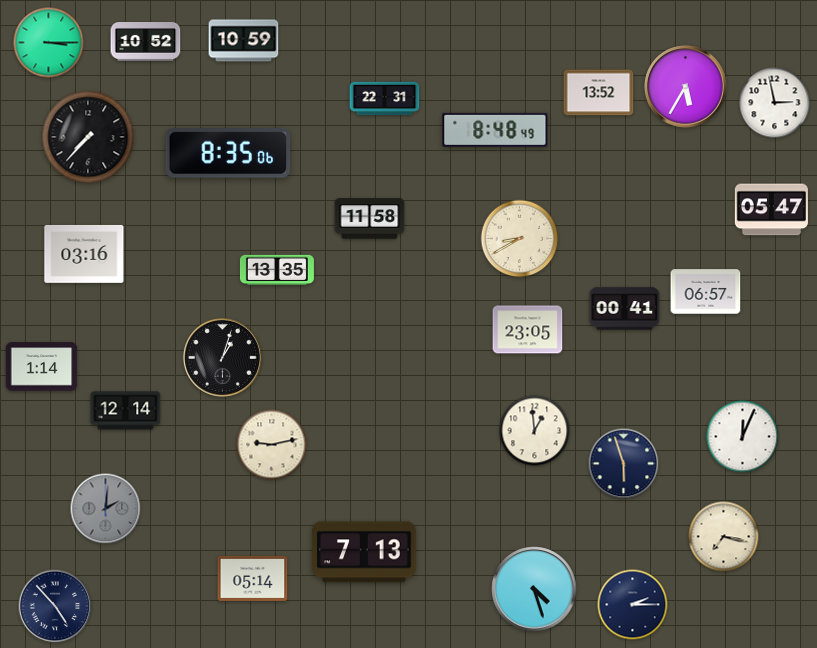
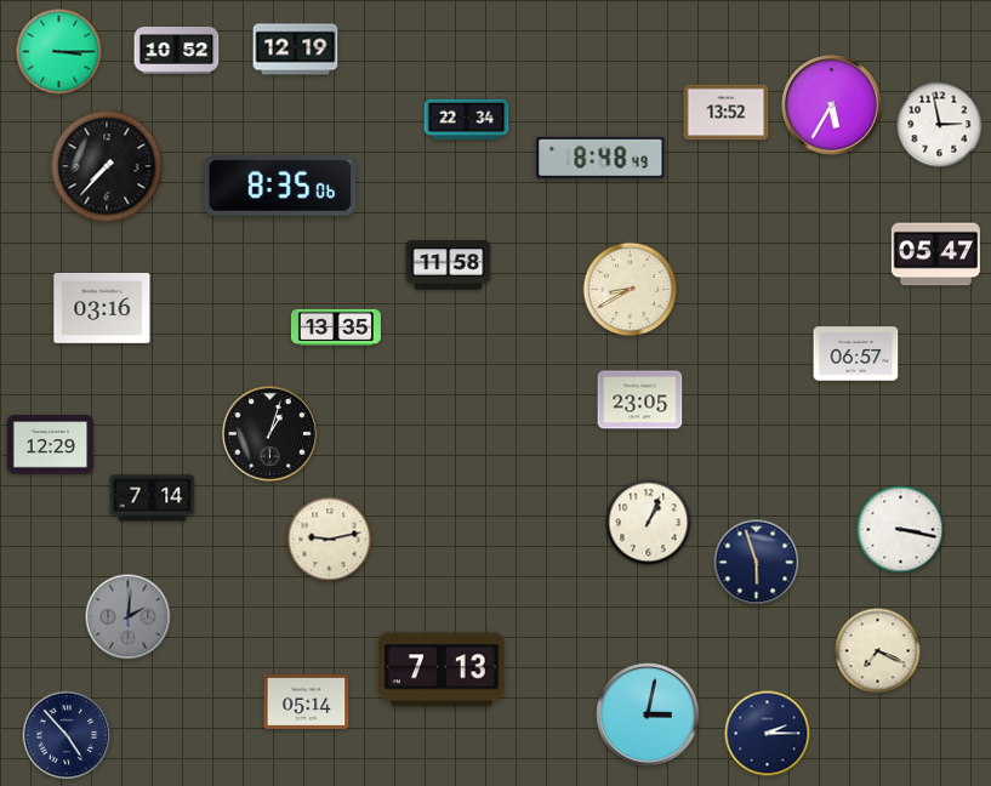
clock at (244, 41): 10:59 -> 12:19
clock at (385, 99): 22:31 -> 22:34
clock at (228, 154) position: (228, 154) -> (280, 187)
clock at (625, 309): 00:41 -> none
clock at (42, 367): 1:14 -> 12:29
clock at (126, 411): 12:14 -> 7:14
clock at (535, 431): 12:59 -> 1:04
clock at (743, 437): 12:04 -> 3:17
clock at (724, 537): 7:17 -> 7:19
clock at (534, 589): 4:27 -> 3:02
